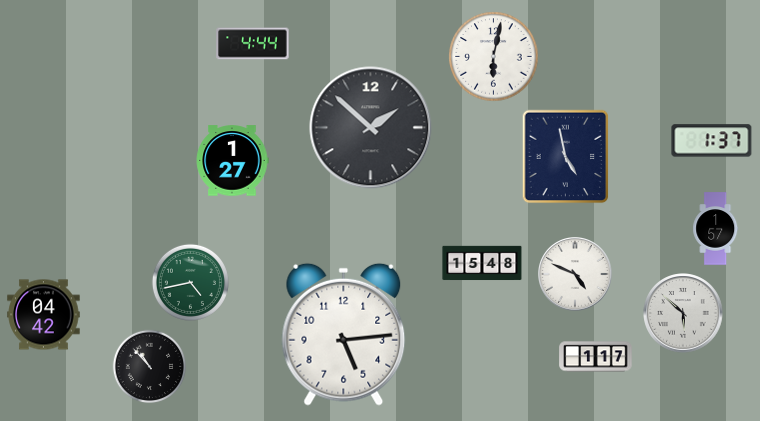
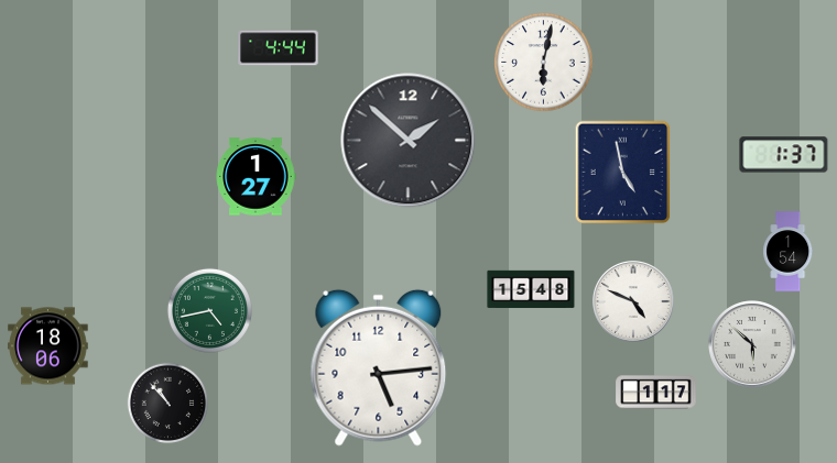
clock at (716, 229): 1:57 -> 1:54
clock at (44, 315): 04:42 -> 18:06
clock at (150, 367) position: (150, 367) -> (169, 404)
